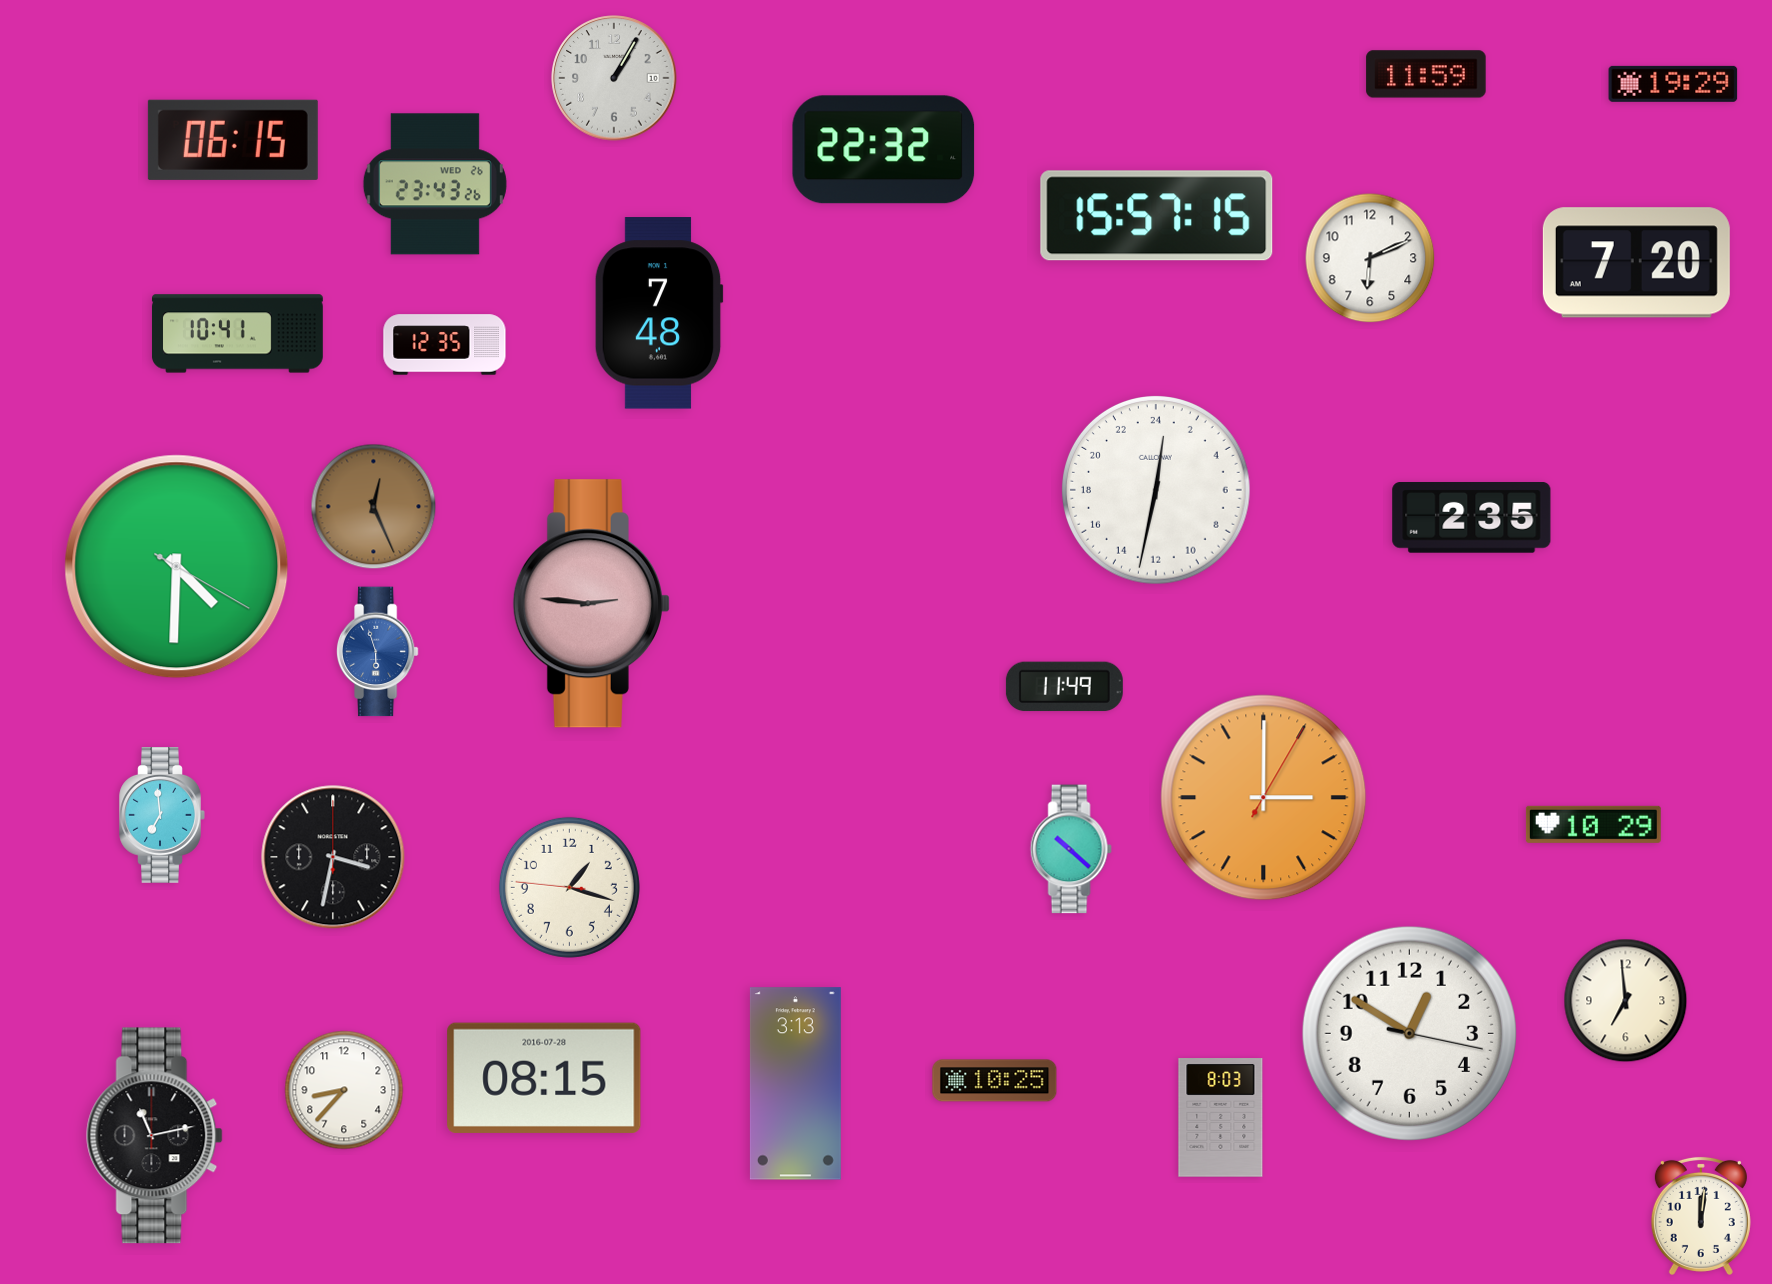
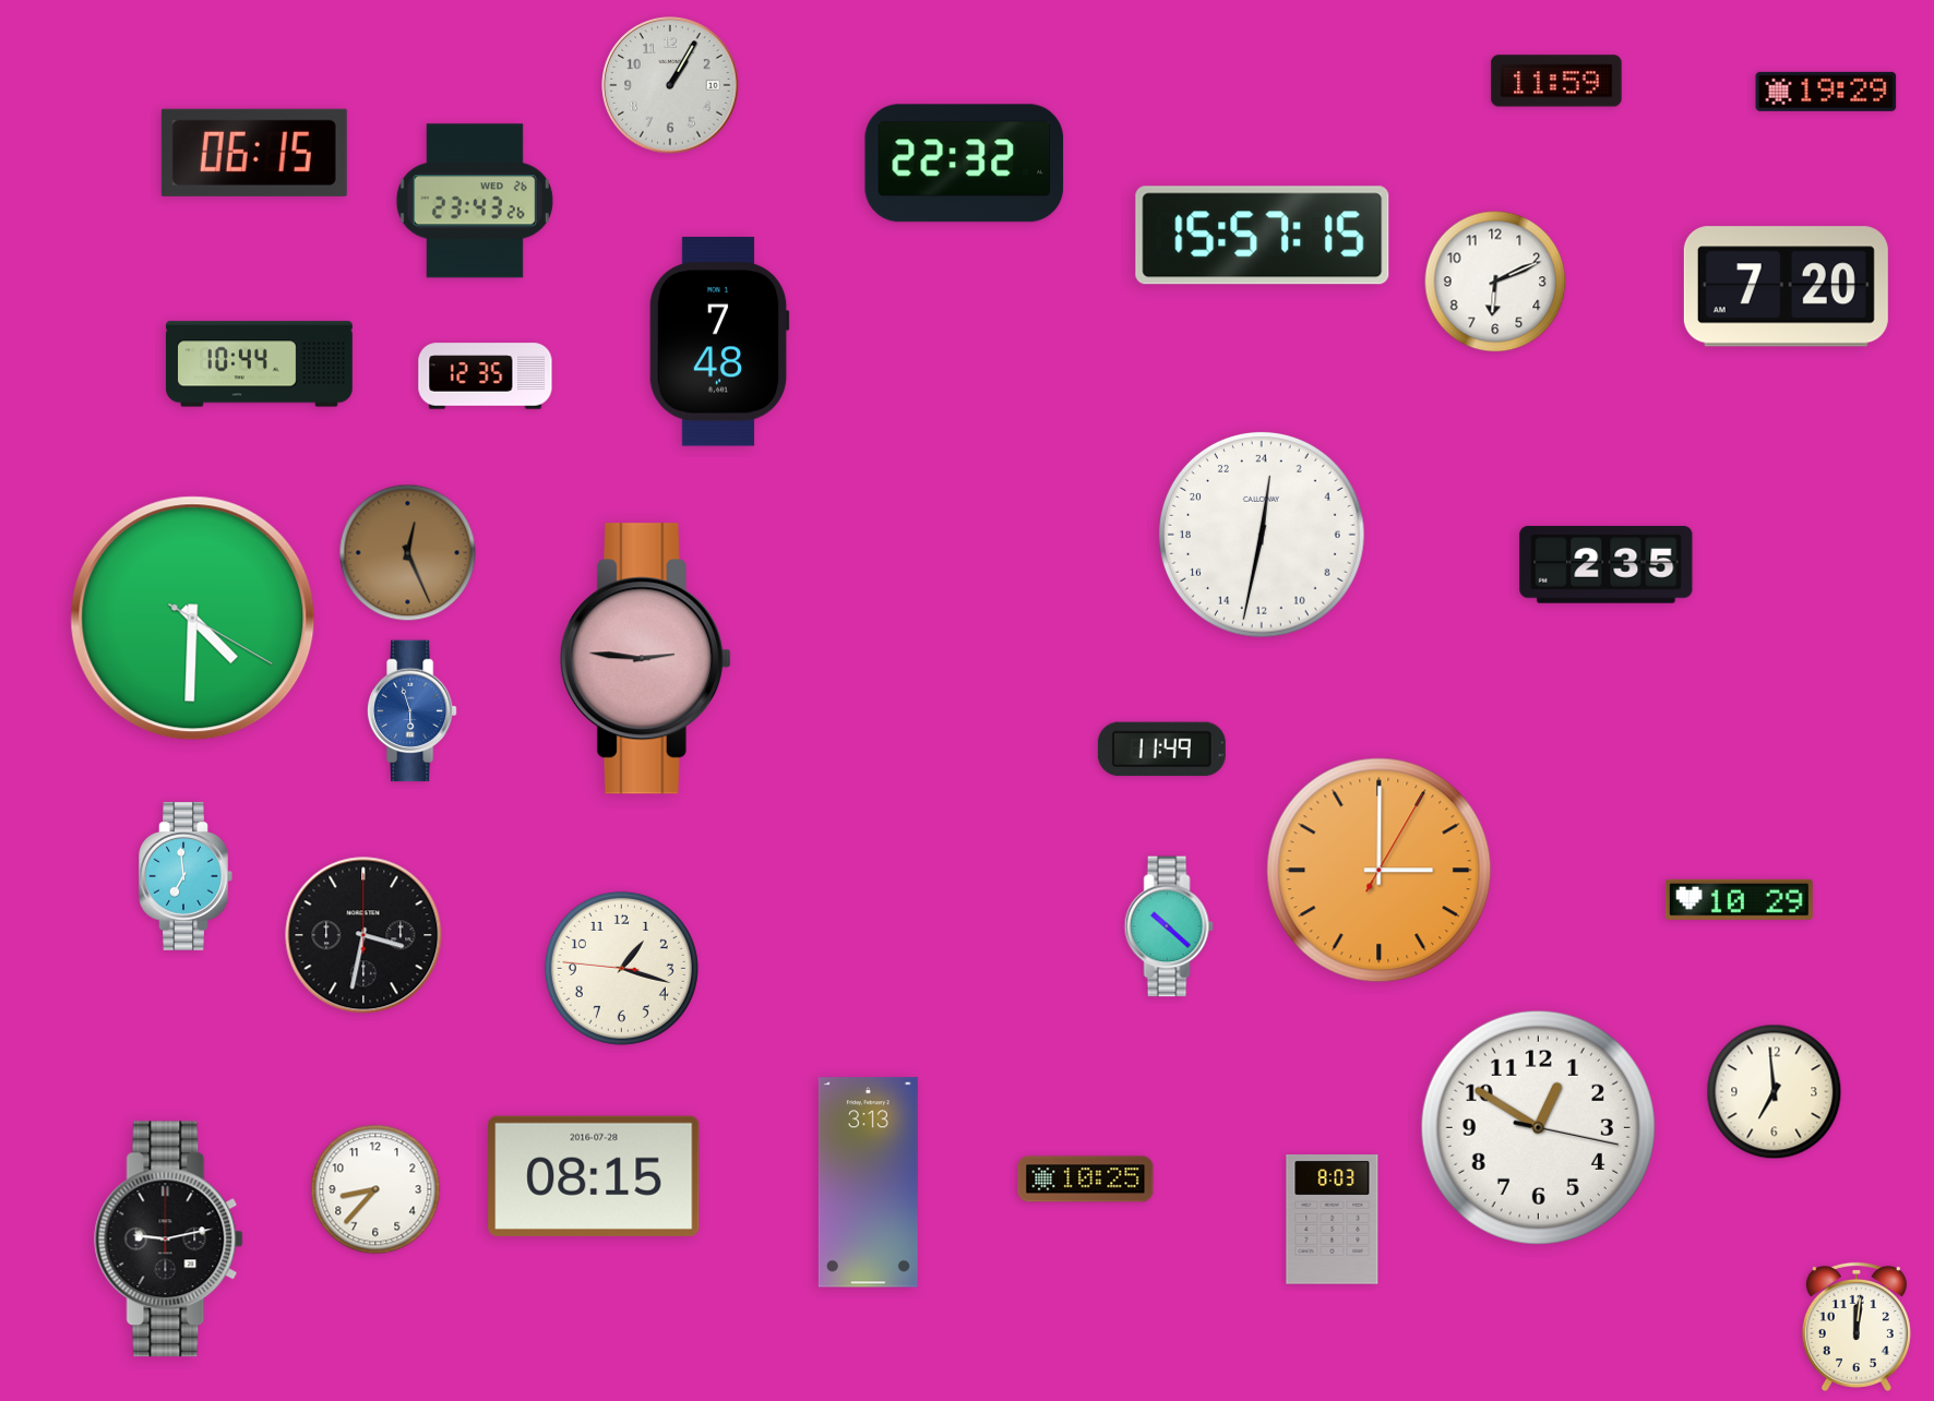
clock at (237, 334): 10:41 -> 10:44
clock at (162, 816) position: (162, 816) -> (186, 877)
clock at (155, 1136): 11:13 -> 9:13
